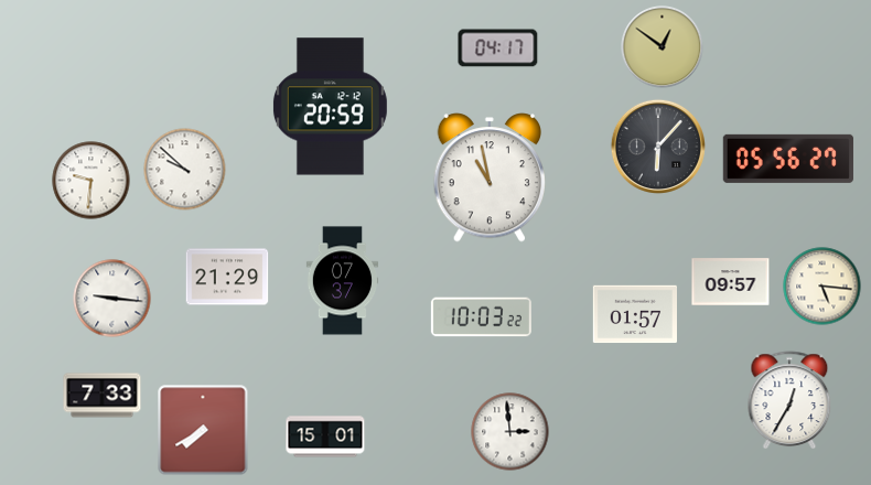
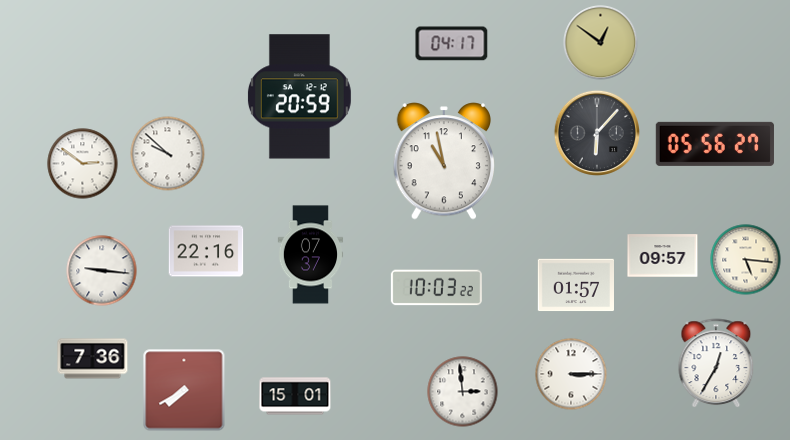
clock at (92, 181): 9:31 -> 2:51
clock at (227, 277): 21:29 -> 22:16
clock at (103, 396): 7:33 -> 7:36
clock at (571, 374): none -> 3:15
